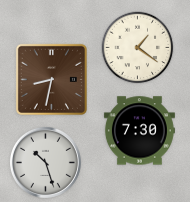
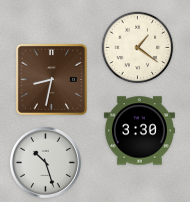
clock at (139, 131): 7:30 -> 3:30
